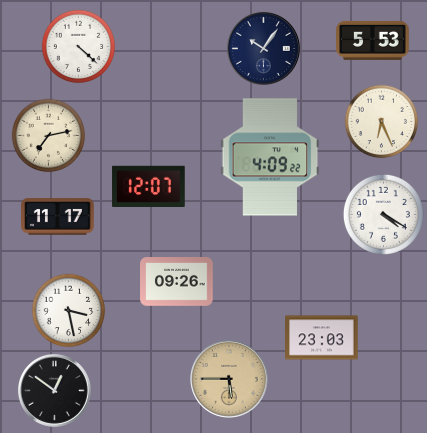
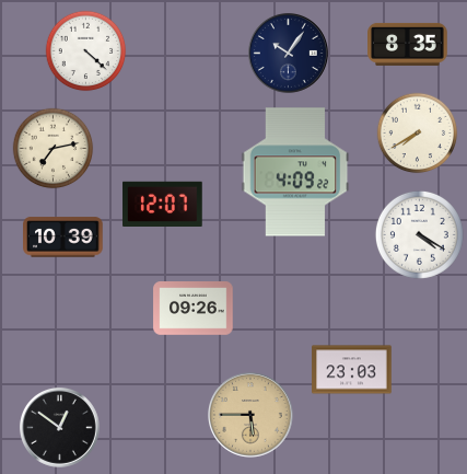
clock at (373, 40): 5:53 -> 8:35
clock at (382, 122): 6:26 -> 7:40
clock at (58, 217): 11:17 -> 10:39
clock at (69, 311): 3:28 -> none
